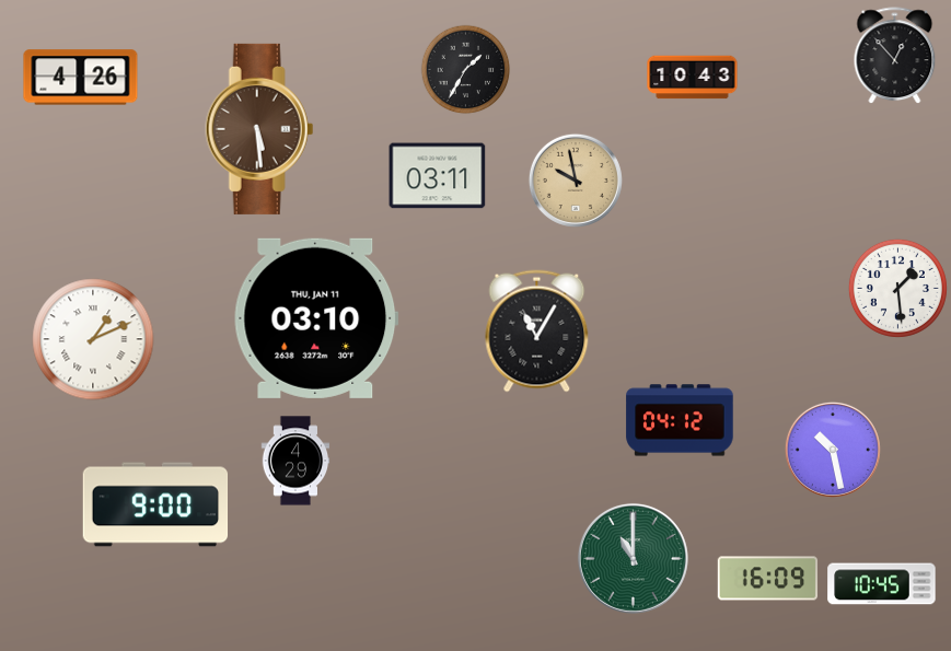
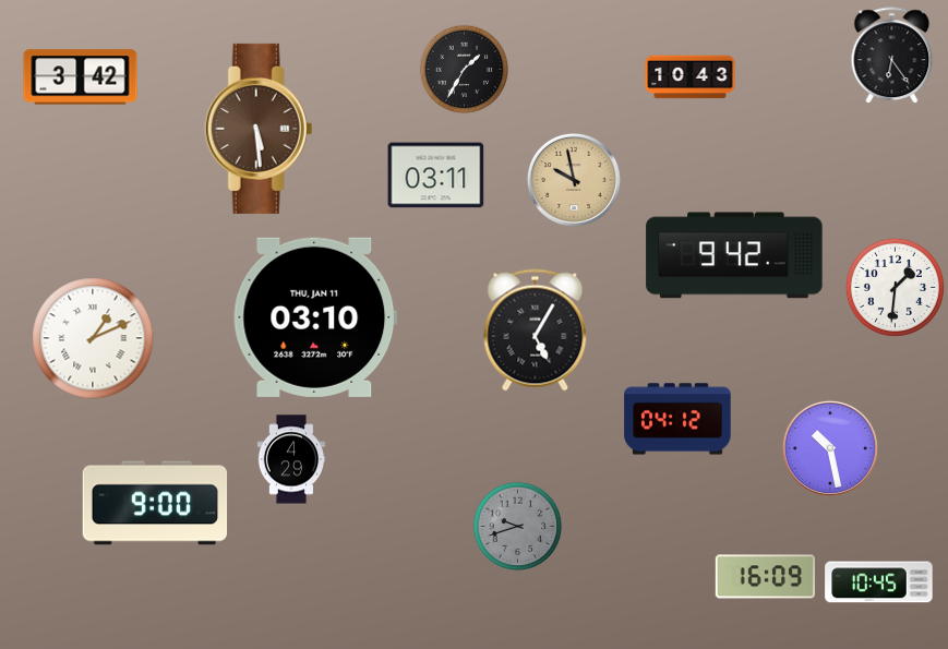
clock at (895, 56): 12:53 -> 6:24
clock at (81, 78): 4:26 -> 3:42
clock at (734, 255): none -> 9:42
clock at (897, 288): 1:29 -> 1:31
clock at (537, 332): 11:05 -> 5:05
clock at (295, 461) position: (295, 461) -> (291, 459)
clock at (518, 527): none -> 9:42
clock at (633, 558): 11:00 -> none
